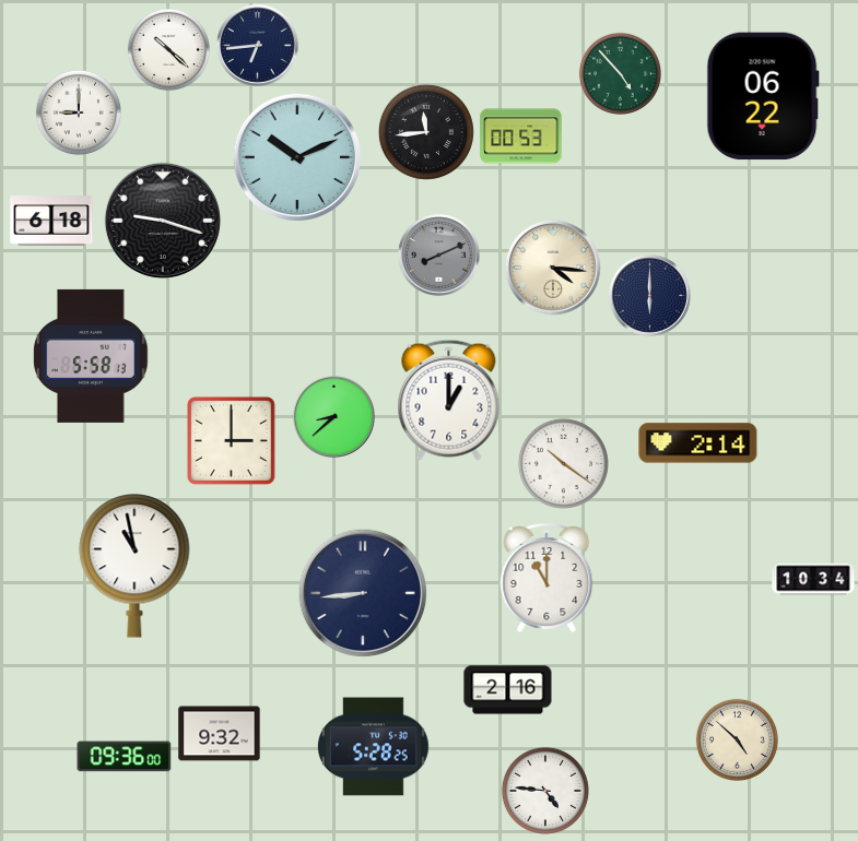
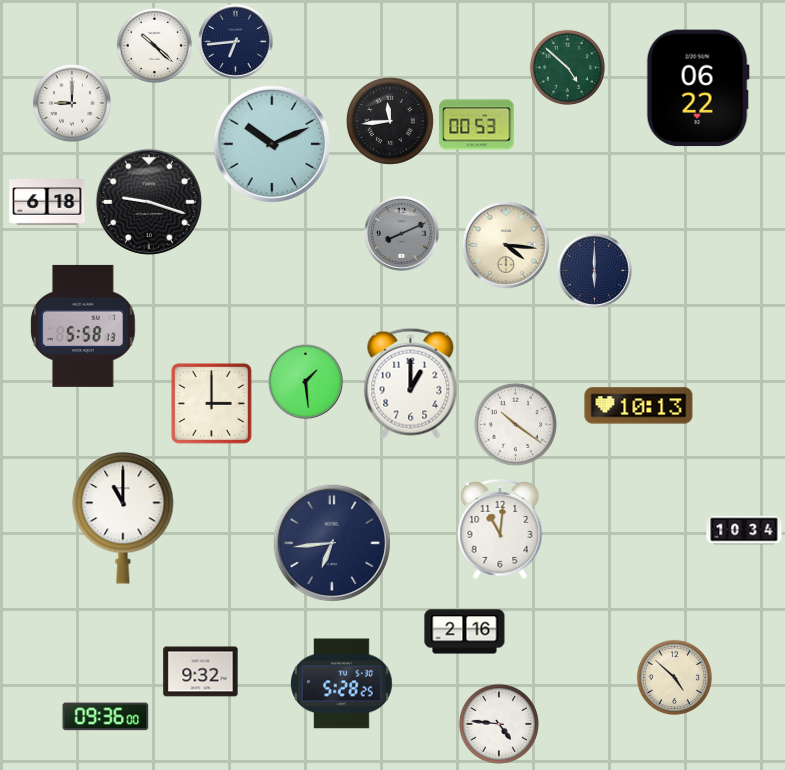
clock at (620, 73): 4:53 -> 4:52
clock at (449, 400) position: (449, 400) -> (411, 383)
clock at (334, 417): 8:38 -> 1:29
clock at (698, 443): 2:14 -> 10:13
clock at (134, 566): 10:58 -> 11:00
clock at (546, 578): 11:00 -> 11:01
clock at (362, 592): 8:44 -> 6:44
clock at (125, 757) position: (125, 757) -> (106, 717)
